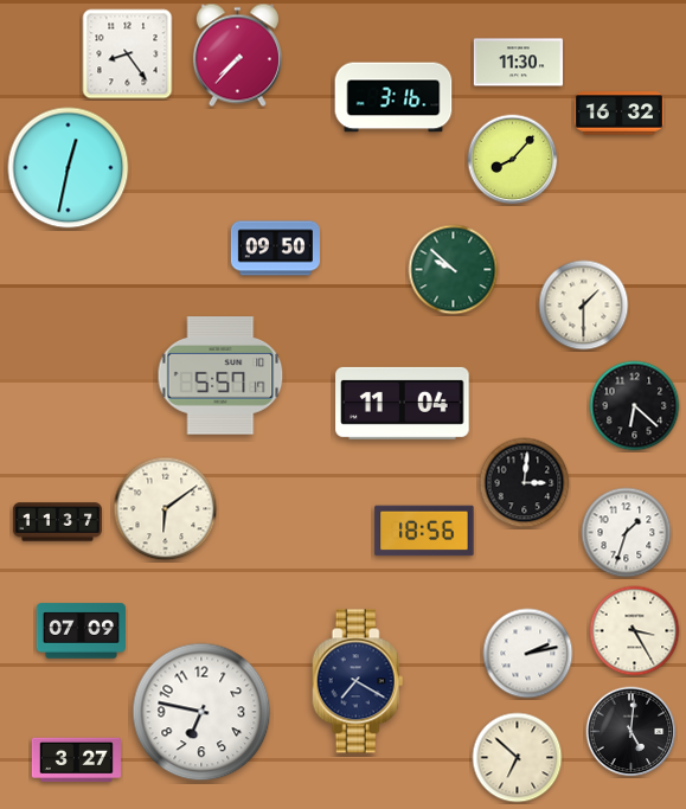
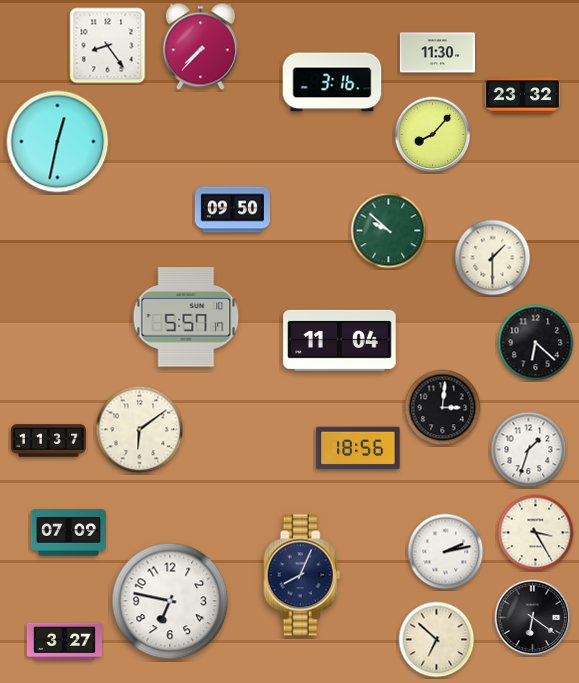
clock at (618, 114): 16:32 -> 23:32
clock at (454, 270) position: (454, 270) -> (389, 231)
clock at (358, 681): 7:20 -> 8:04
clock at (631, 732): 5:01 -> 6:21
